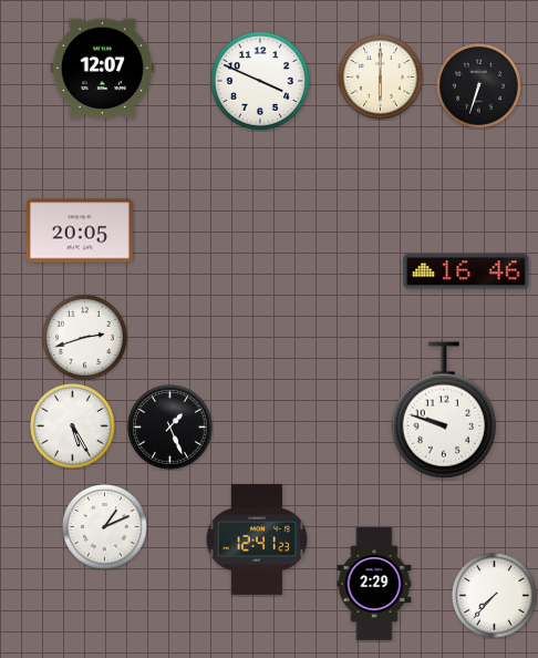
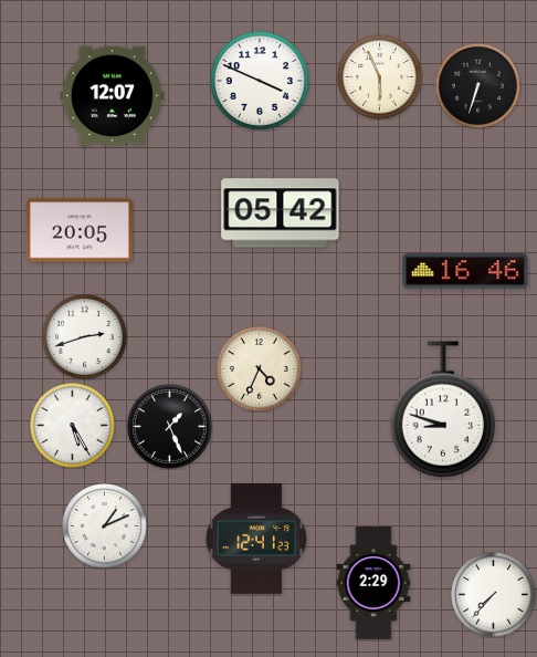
clock at (102, 69) position: (102, 69) -> (112, 96)
clock at (381, 78): 6:00 -> 5:56
clock at (281, 213): none -> 05:42
clock at (260, 369): none -> 4:34
clock at (444, 410): 9:48 -> 8:48
